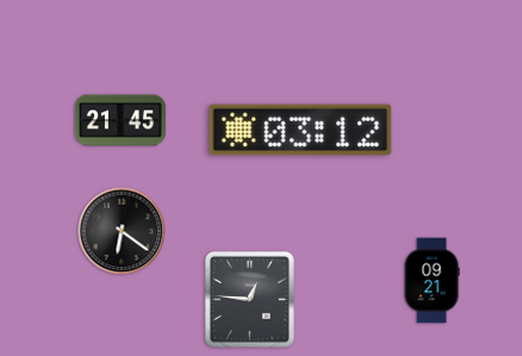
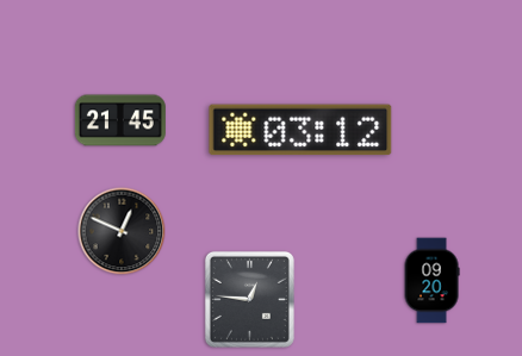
clock at (122, 231): 6:21 -> 12:49
clock at (431, 281): 09:21 -> 09:20
